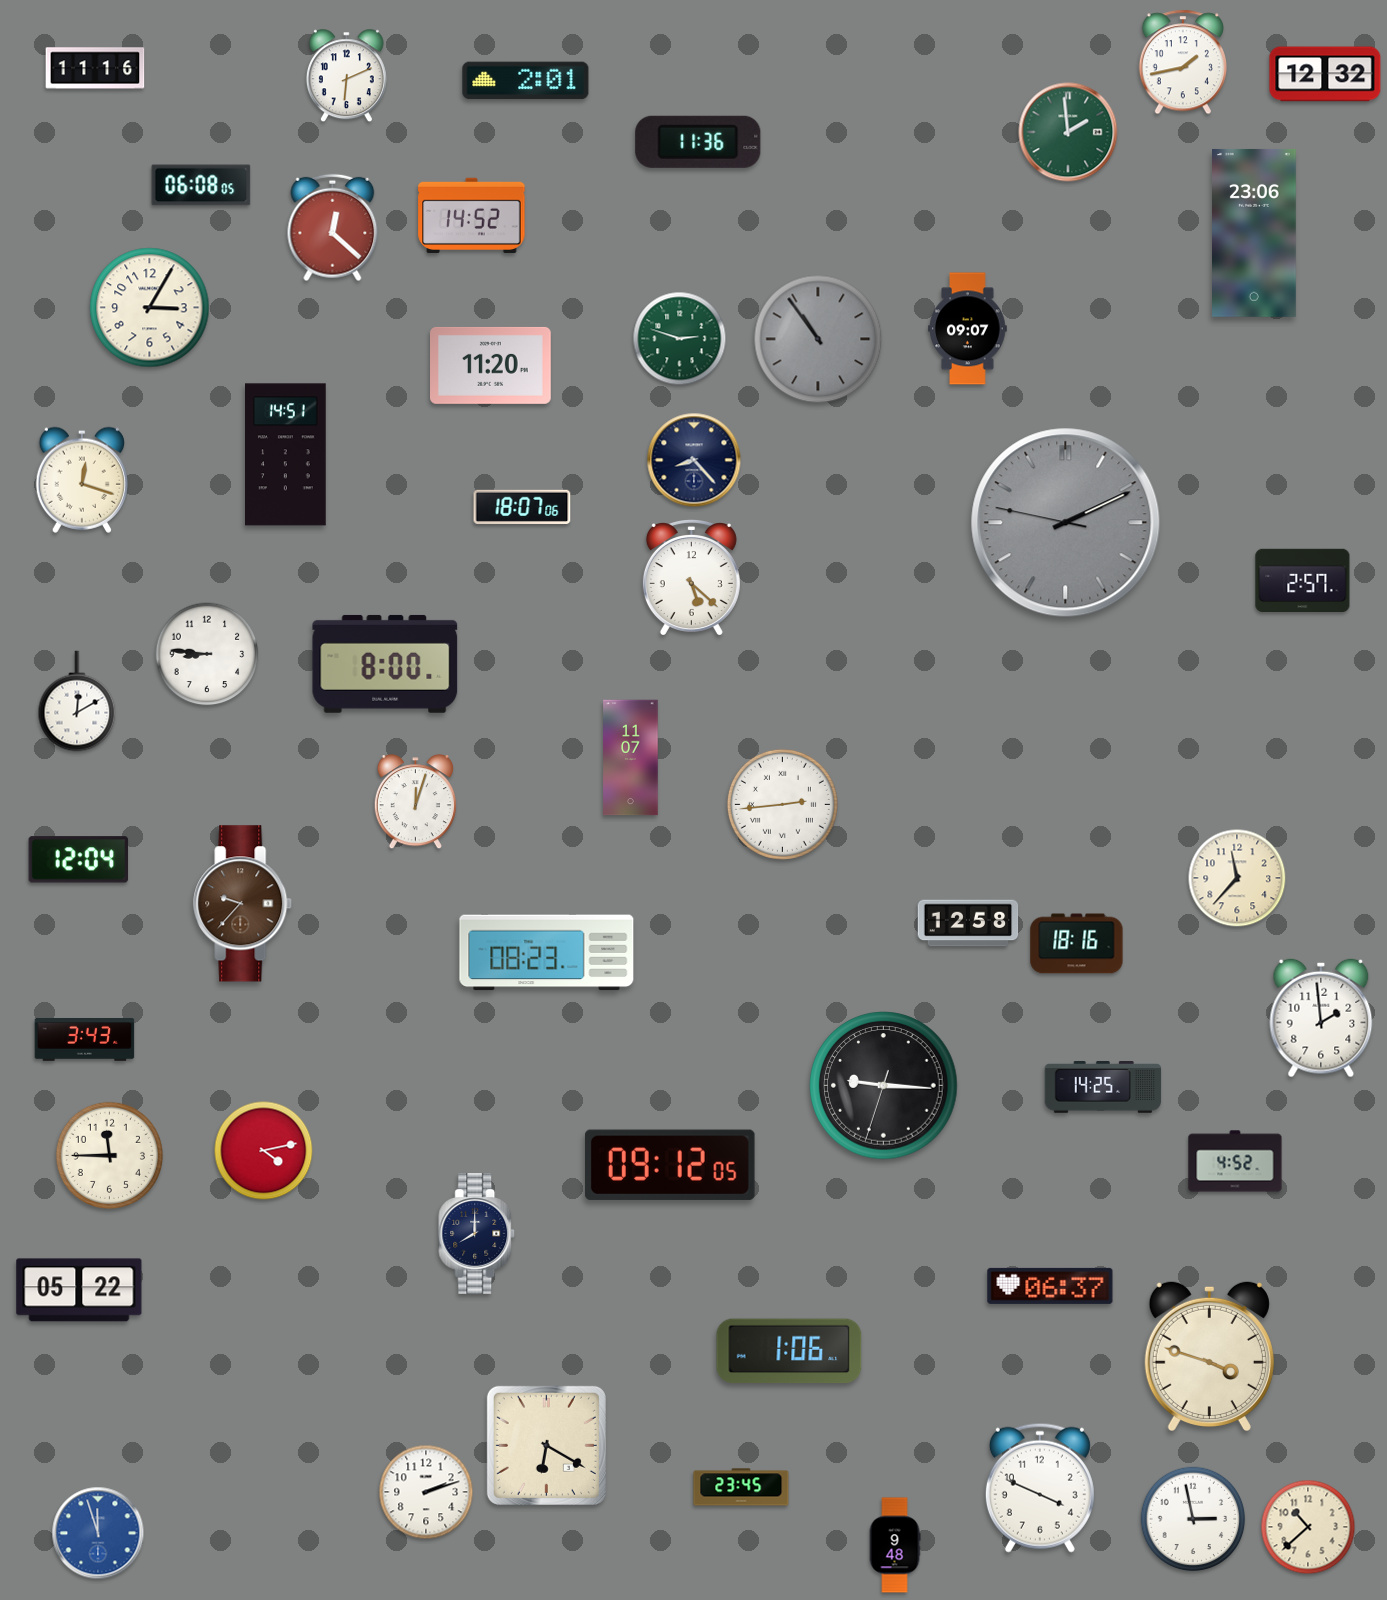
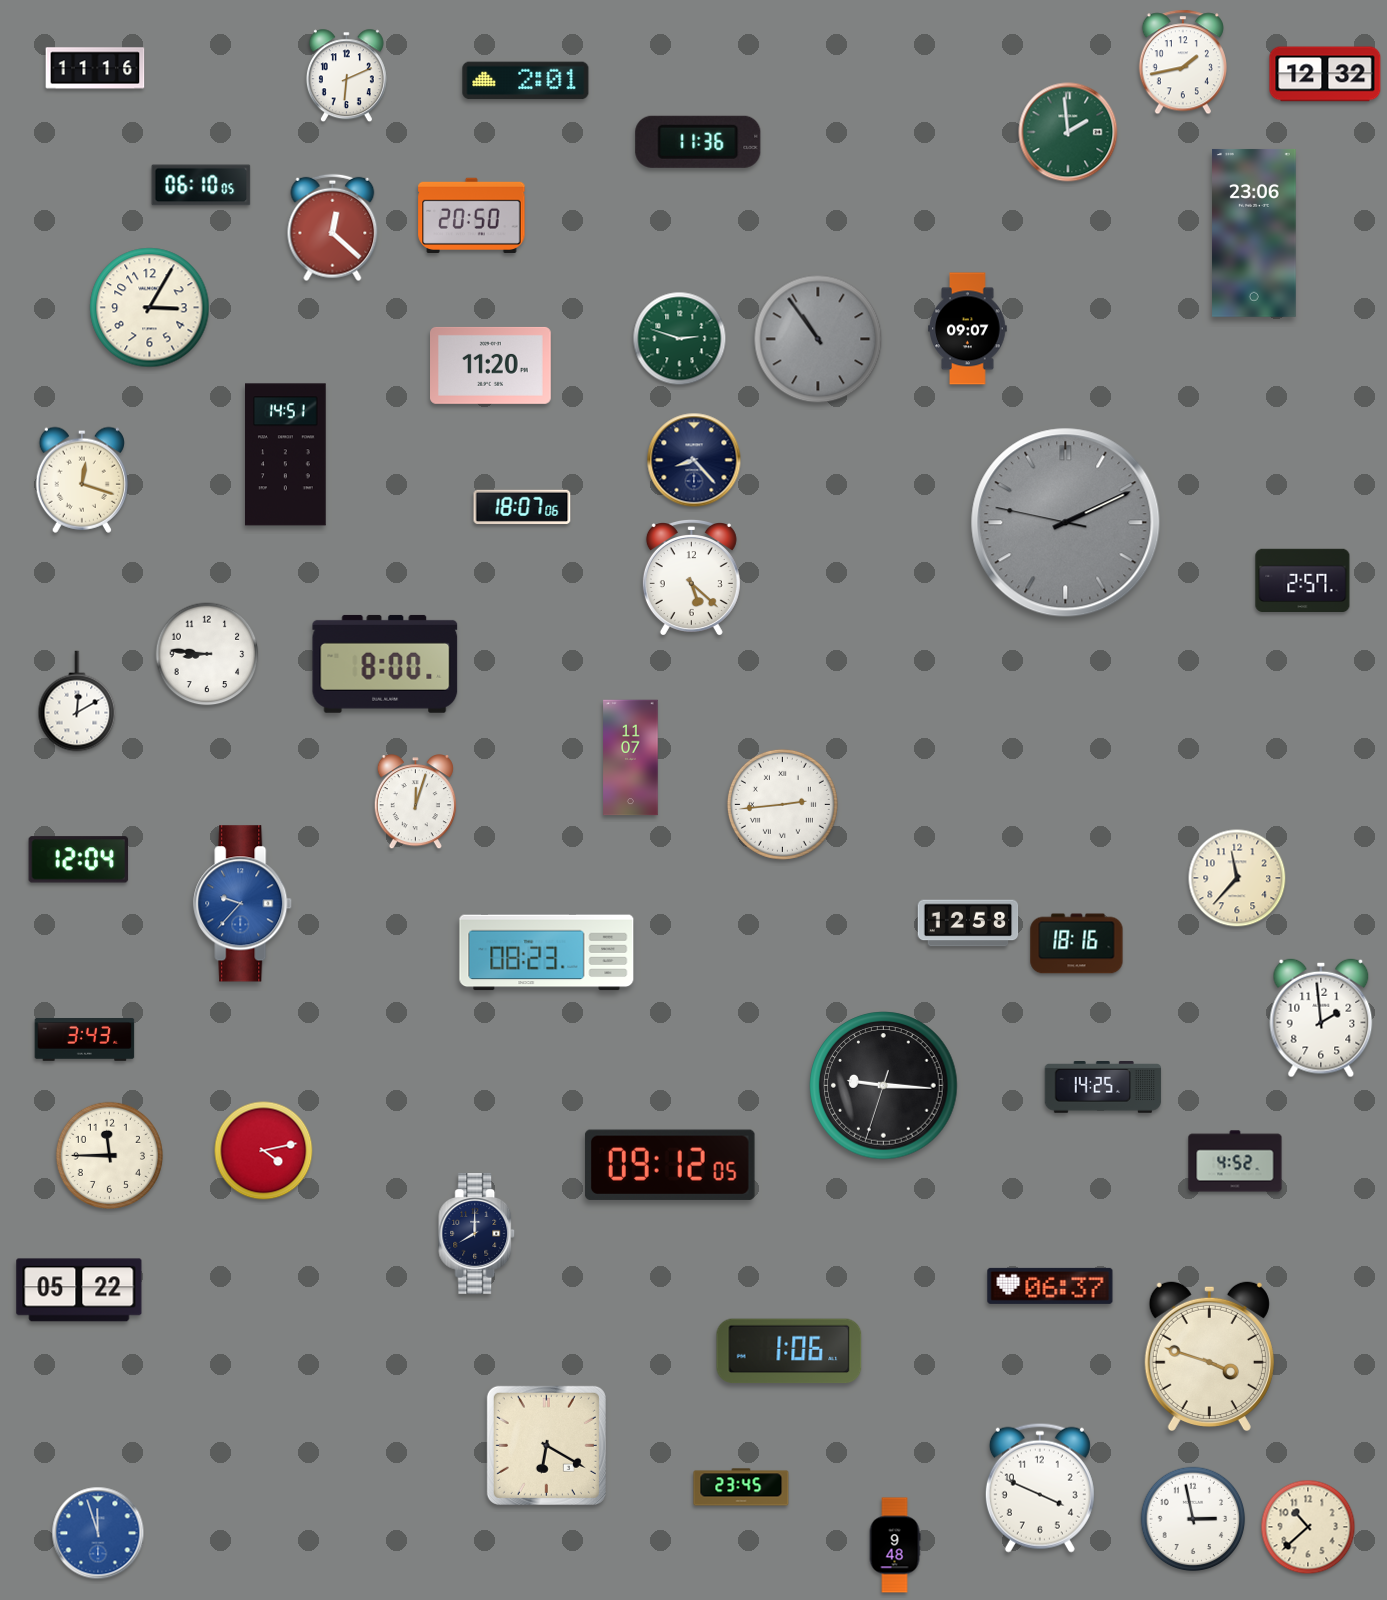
clock at (201, 185): 06:08 -> 06:10
clock at (472, 215): 14:52 -> 20:50
clock at (243, 904) dial: brown -> blue
clock at (426, 1492): 2:12 -> none
